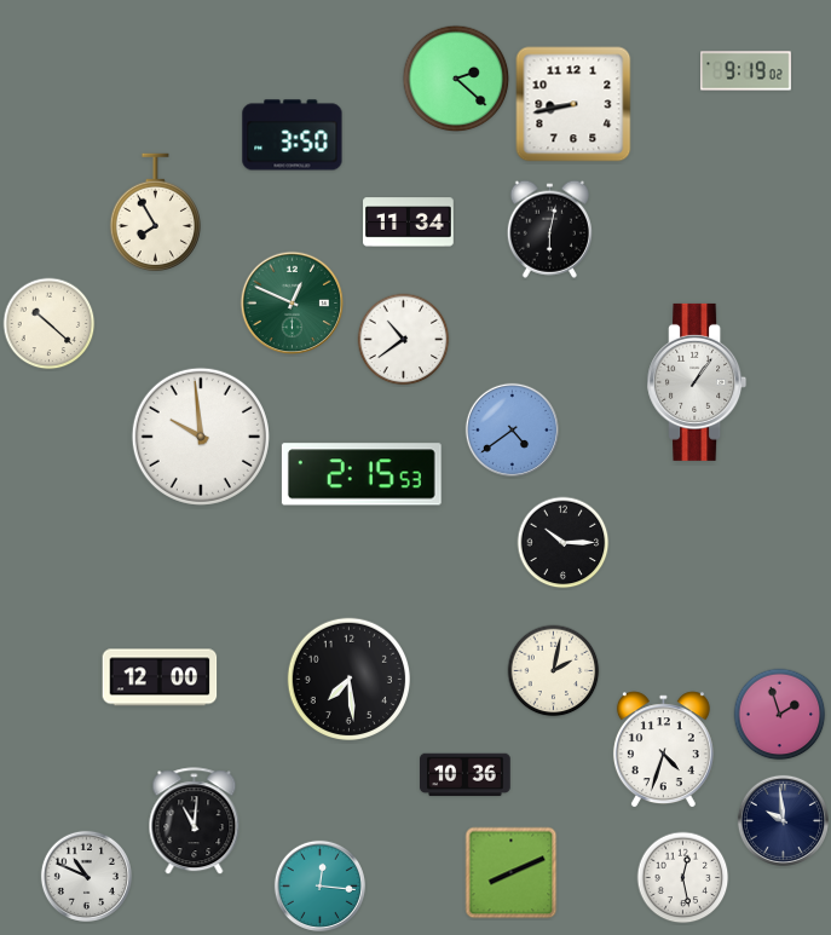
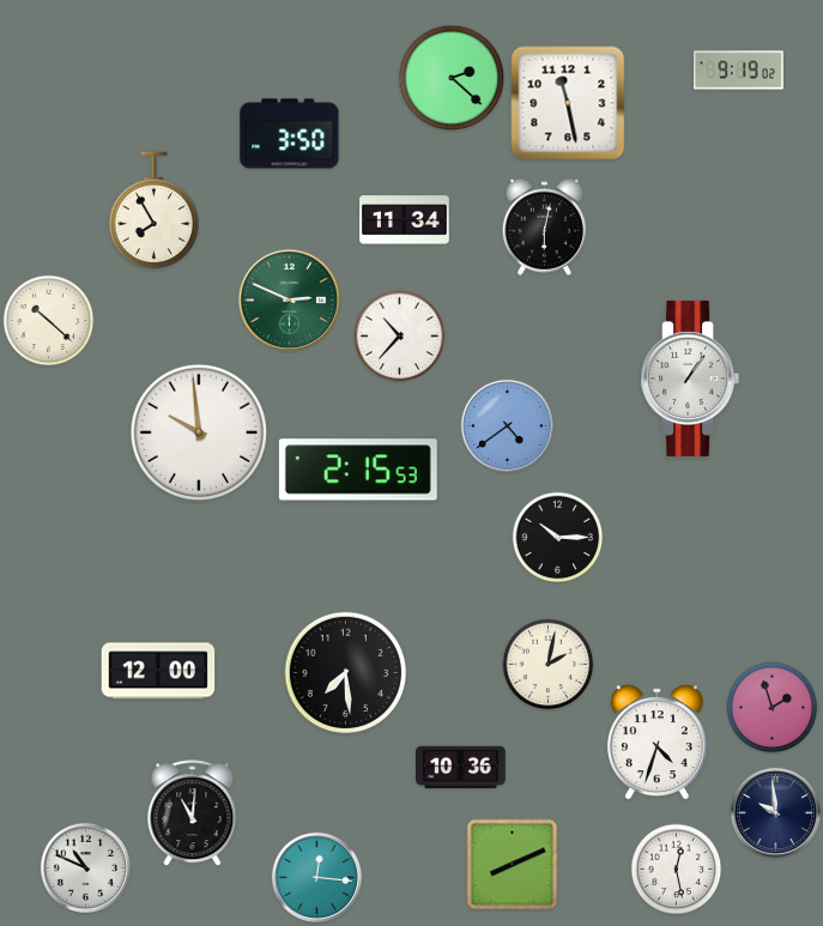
clock at (573, 104): 8:43 -> 11:28
clock at (293, 304): 12:49 -> 2:49
clock at (404, 340): 10:39 -> 10:37
clock at (512, 873) position: (512, 873) -> (513, 865)
